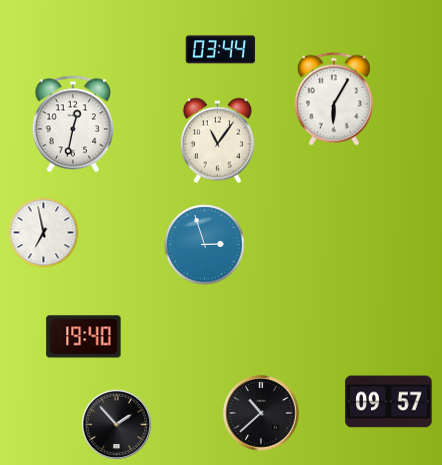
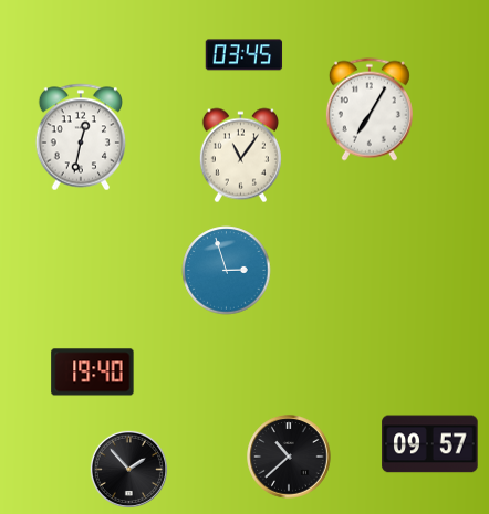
clock at (221, 50): 03:44 -> 03:45
clock at (334, 99): 6:05 -> 7:05
clock at (44, 233): 6:58 -> none
